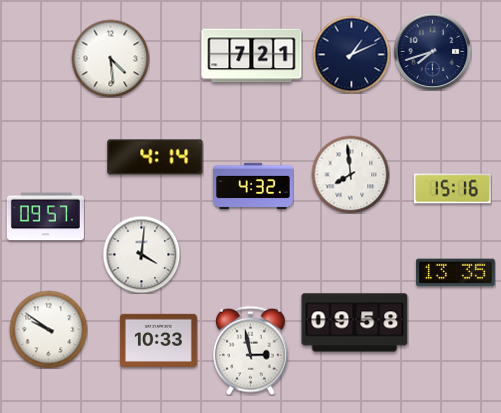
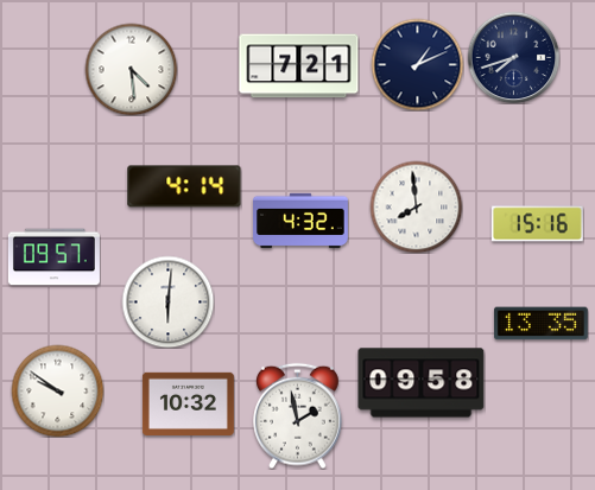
clock at (432, 51) position: (432, 51) -> (513, 57)
clock at (141, 254): 4:01 -> 6:01
clock at (158, 340): 10:33 -> 10:32
clock at (251, 350): 2:58 -> 1:58
